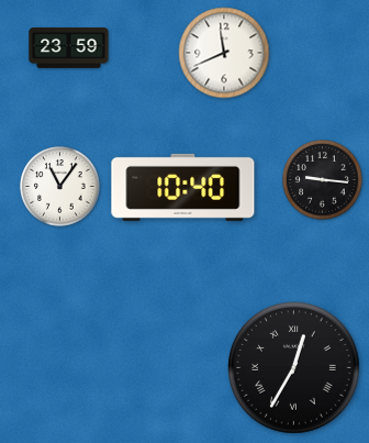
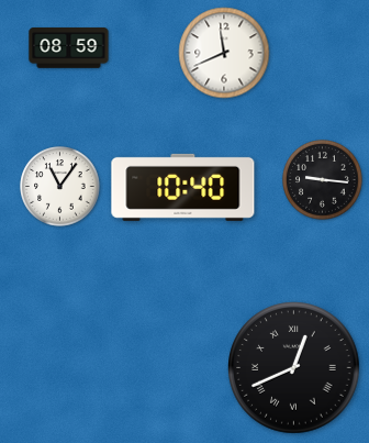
clock at (69, 48): 23:59 -> 08:59
clock at (294, 368): 12:35 -> 12:41
